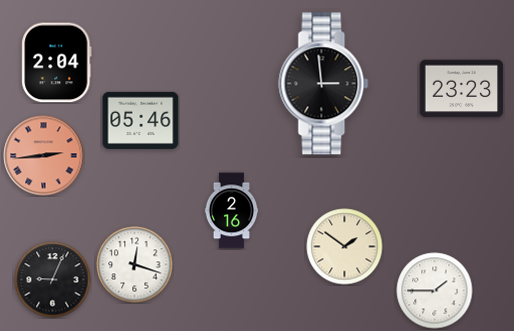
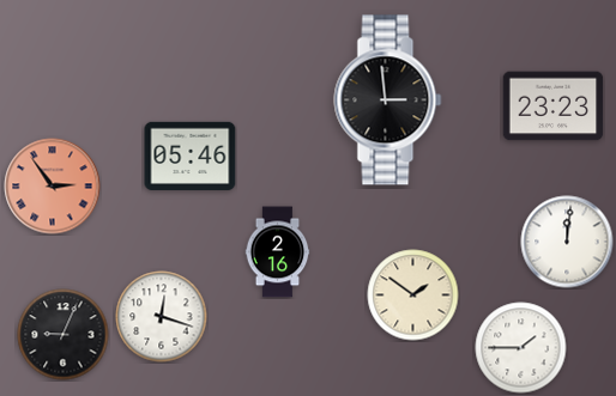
clock at (57, 63): 2:04 -> none
clock at (141, 120) position: (141, 120) -> (191, 156)
clock at (44, 156): 2:44 -> 2:54
clock at (567, 242): none -> 12:01
